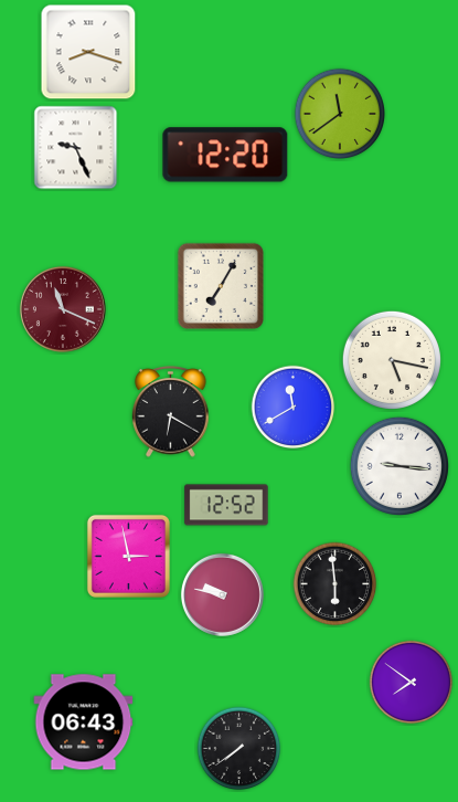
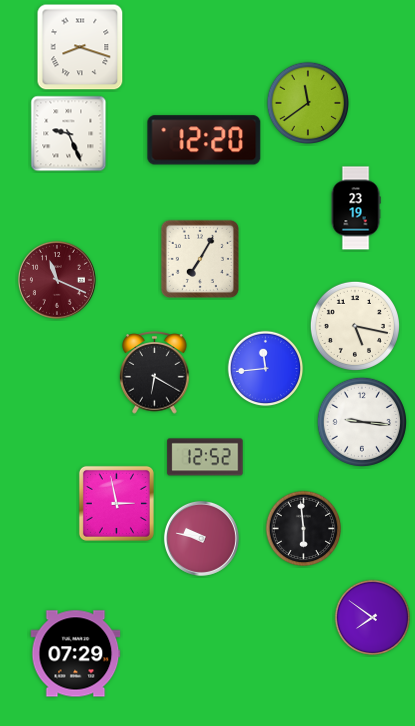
clock at (356, 208): none -> 23:19
clock at (294, 408): 11:40 -> 11:44
clock at (84, 722): 06:43 -> 07:29
clock at (239, 749): 7:39 -> none
